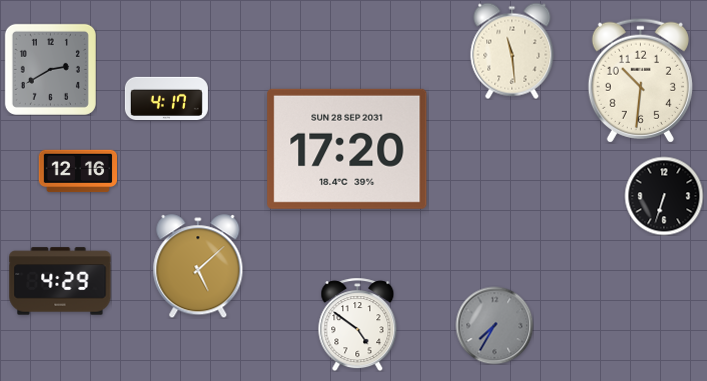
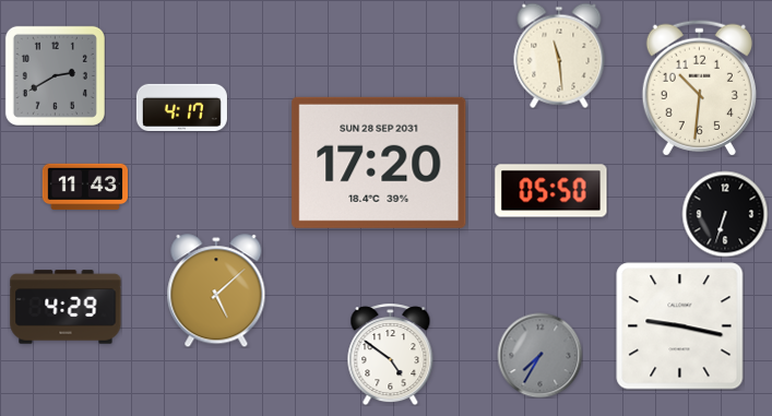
clock at (77, 171): 12:16 -> 11:43
clock at (551, 191): none -> 05:50
clock at (680, 326): none -> 9:17
